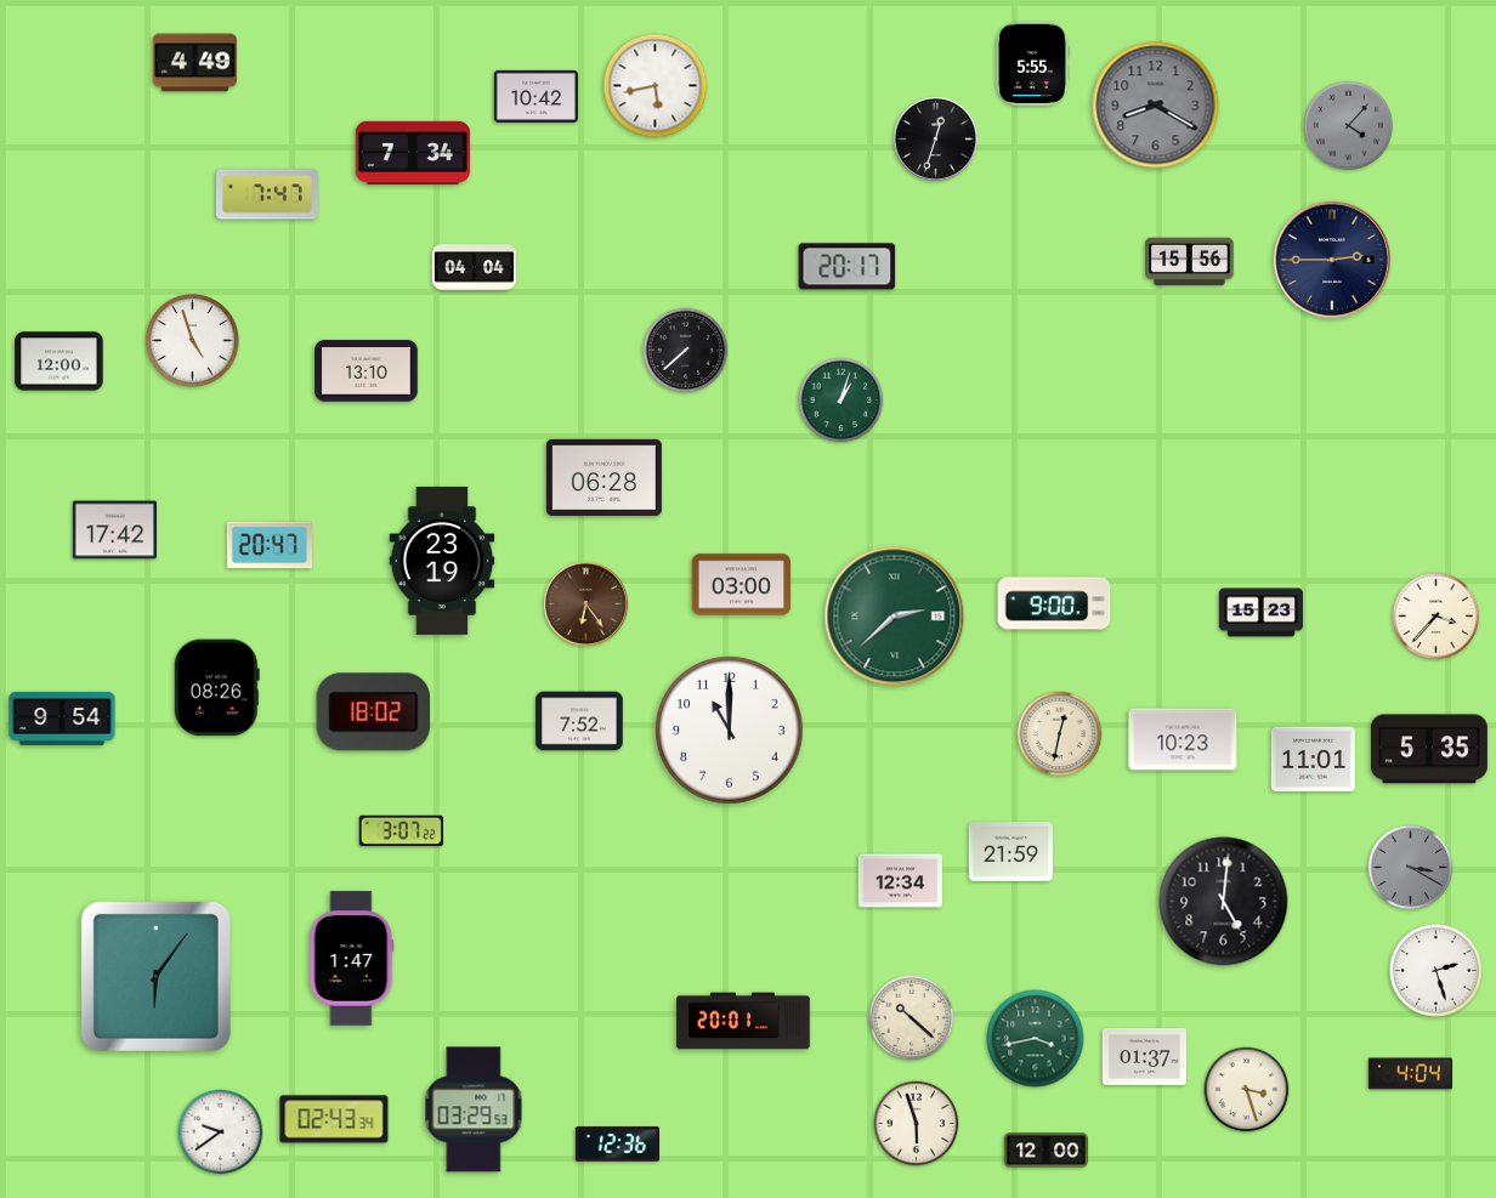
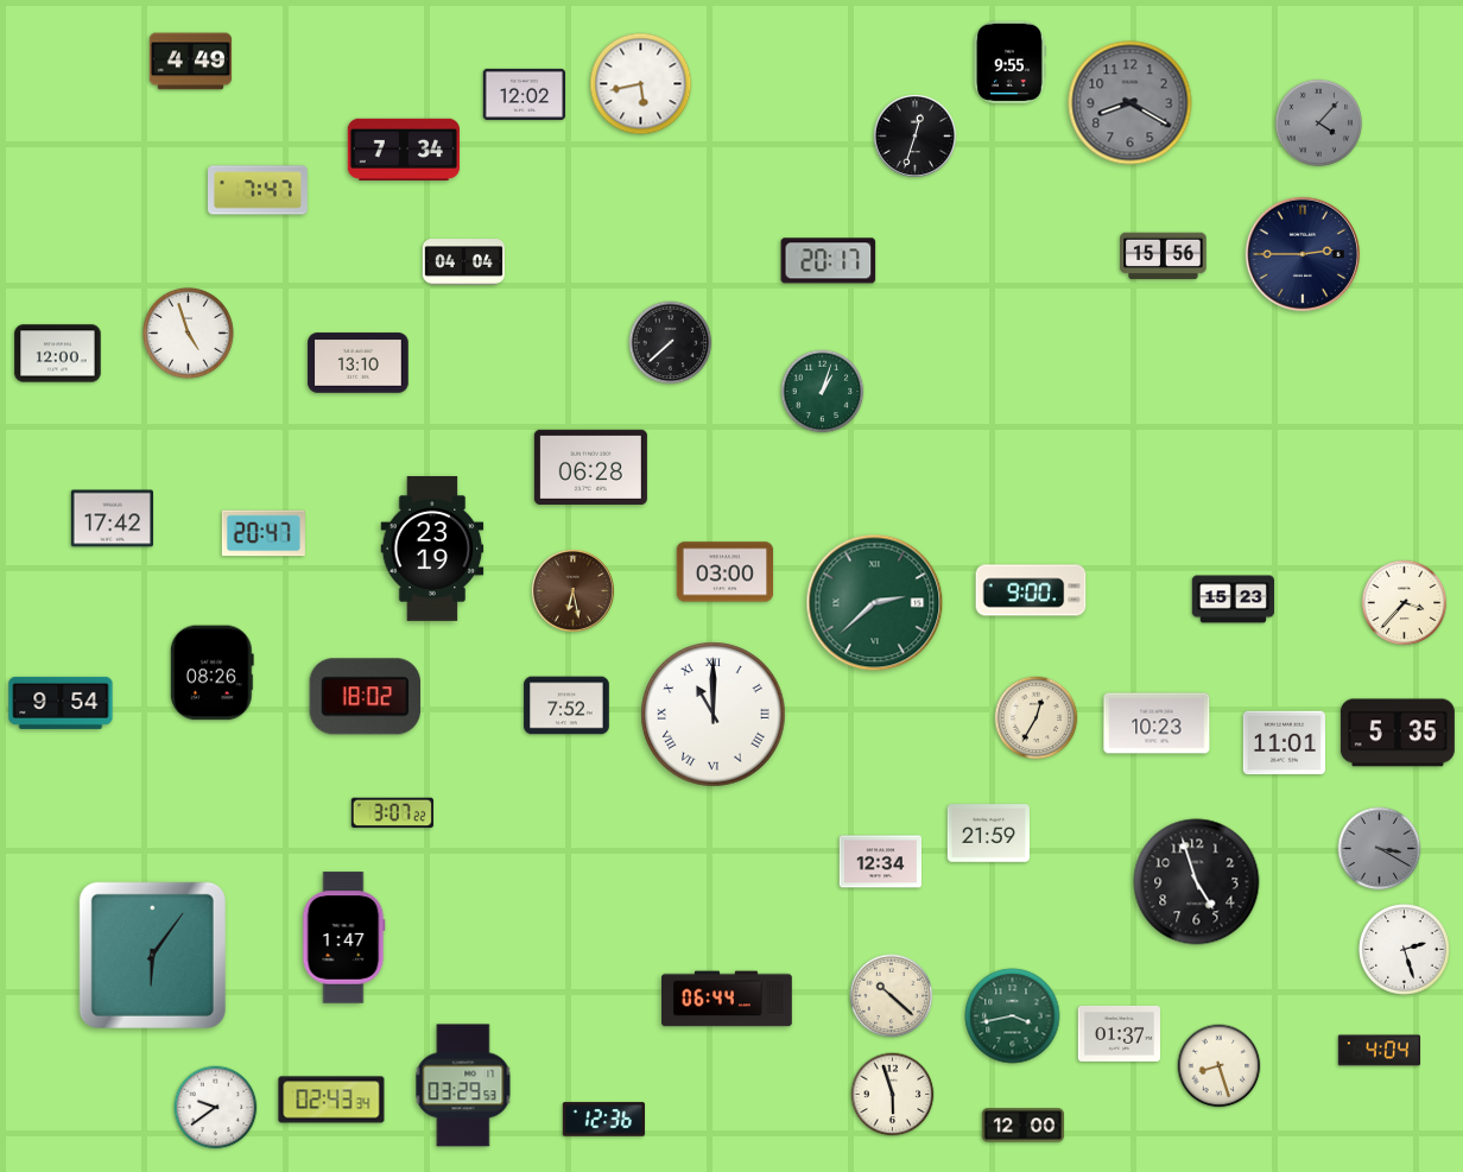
clock at (1032, 63): 5:55 -> 9:55
clock at (535, 96): 10:42 -> 12:02
clock at (268, 194) position: (268, 194) -> (259, 190)
clock at (585, 603): 6:24 -> 6:28
clock at (730, 731) numerals: Arabic -> Roman
clock at (1060, 734): 12:32 -> 12:35
clock at (1224, 902): 5:01 -> 4:57
clock at (743, 1021): 20:01 -> 06:44
clock at (1247, 1090): 3:27 -> 8:27
clock at (334, 1119) position: (334, 1119) -> (331, 1100)
clock at (917, 1124) position: (917, 1124) -> (893, 1095)
